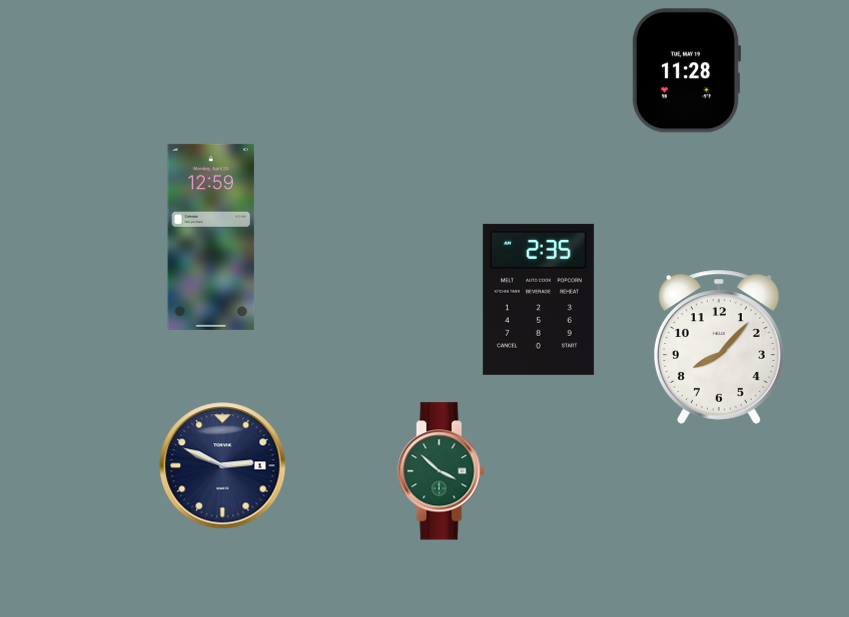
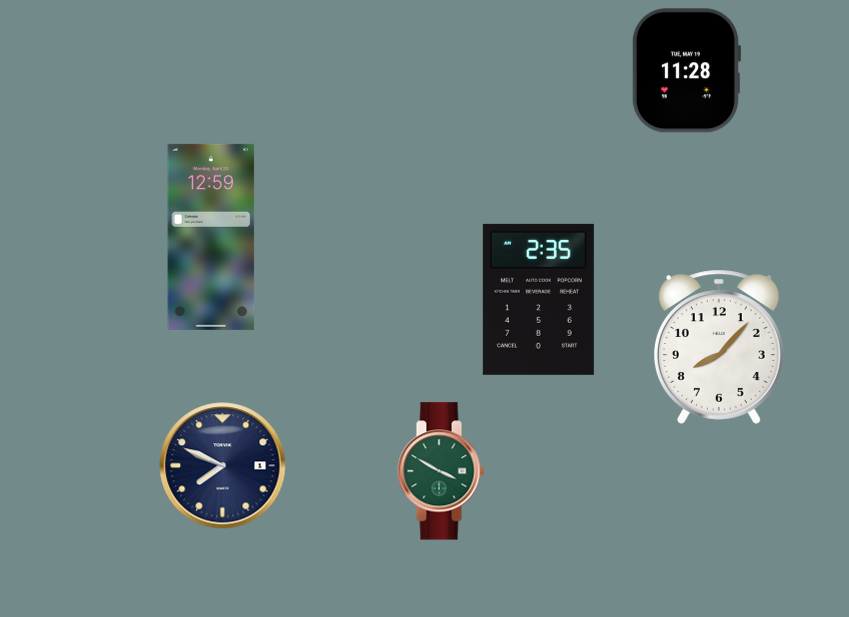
clock at (223, 466): 2:49 -> 7:49
clock at (441, 471): 3:52 -> 3:50
